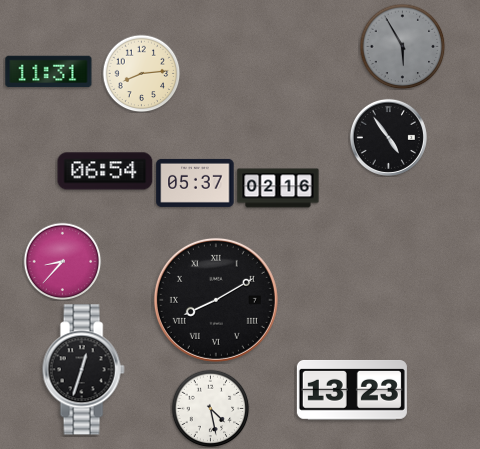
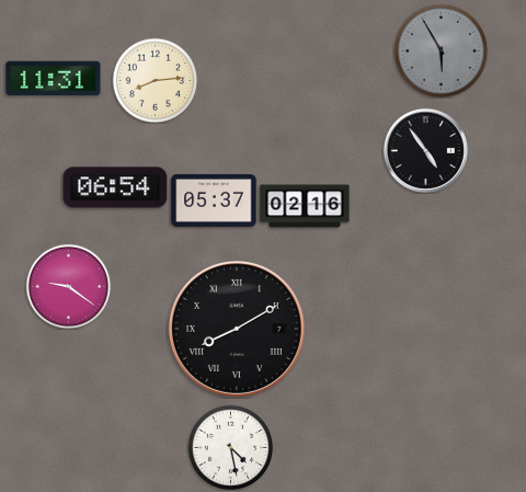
clock at (62, 261): 8:37 -> 9:21
clock at (83, 370): 12:33 -> none
clock at (352, 390): 13:23 -> none
